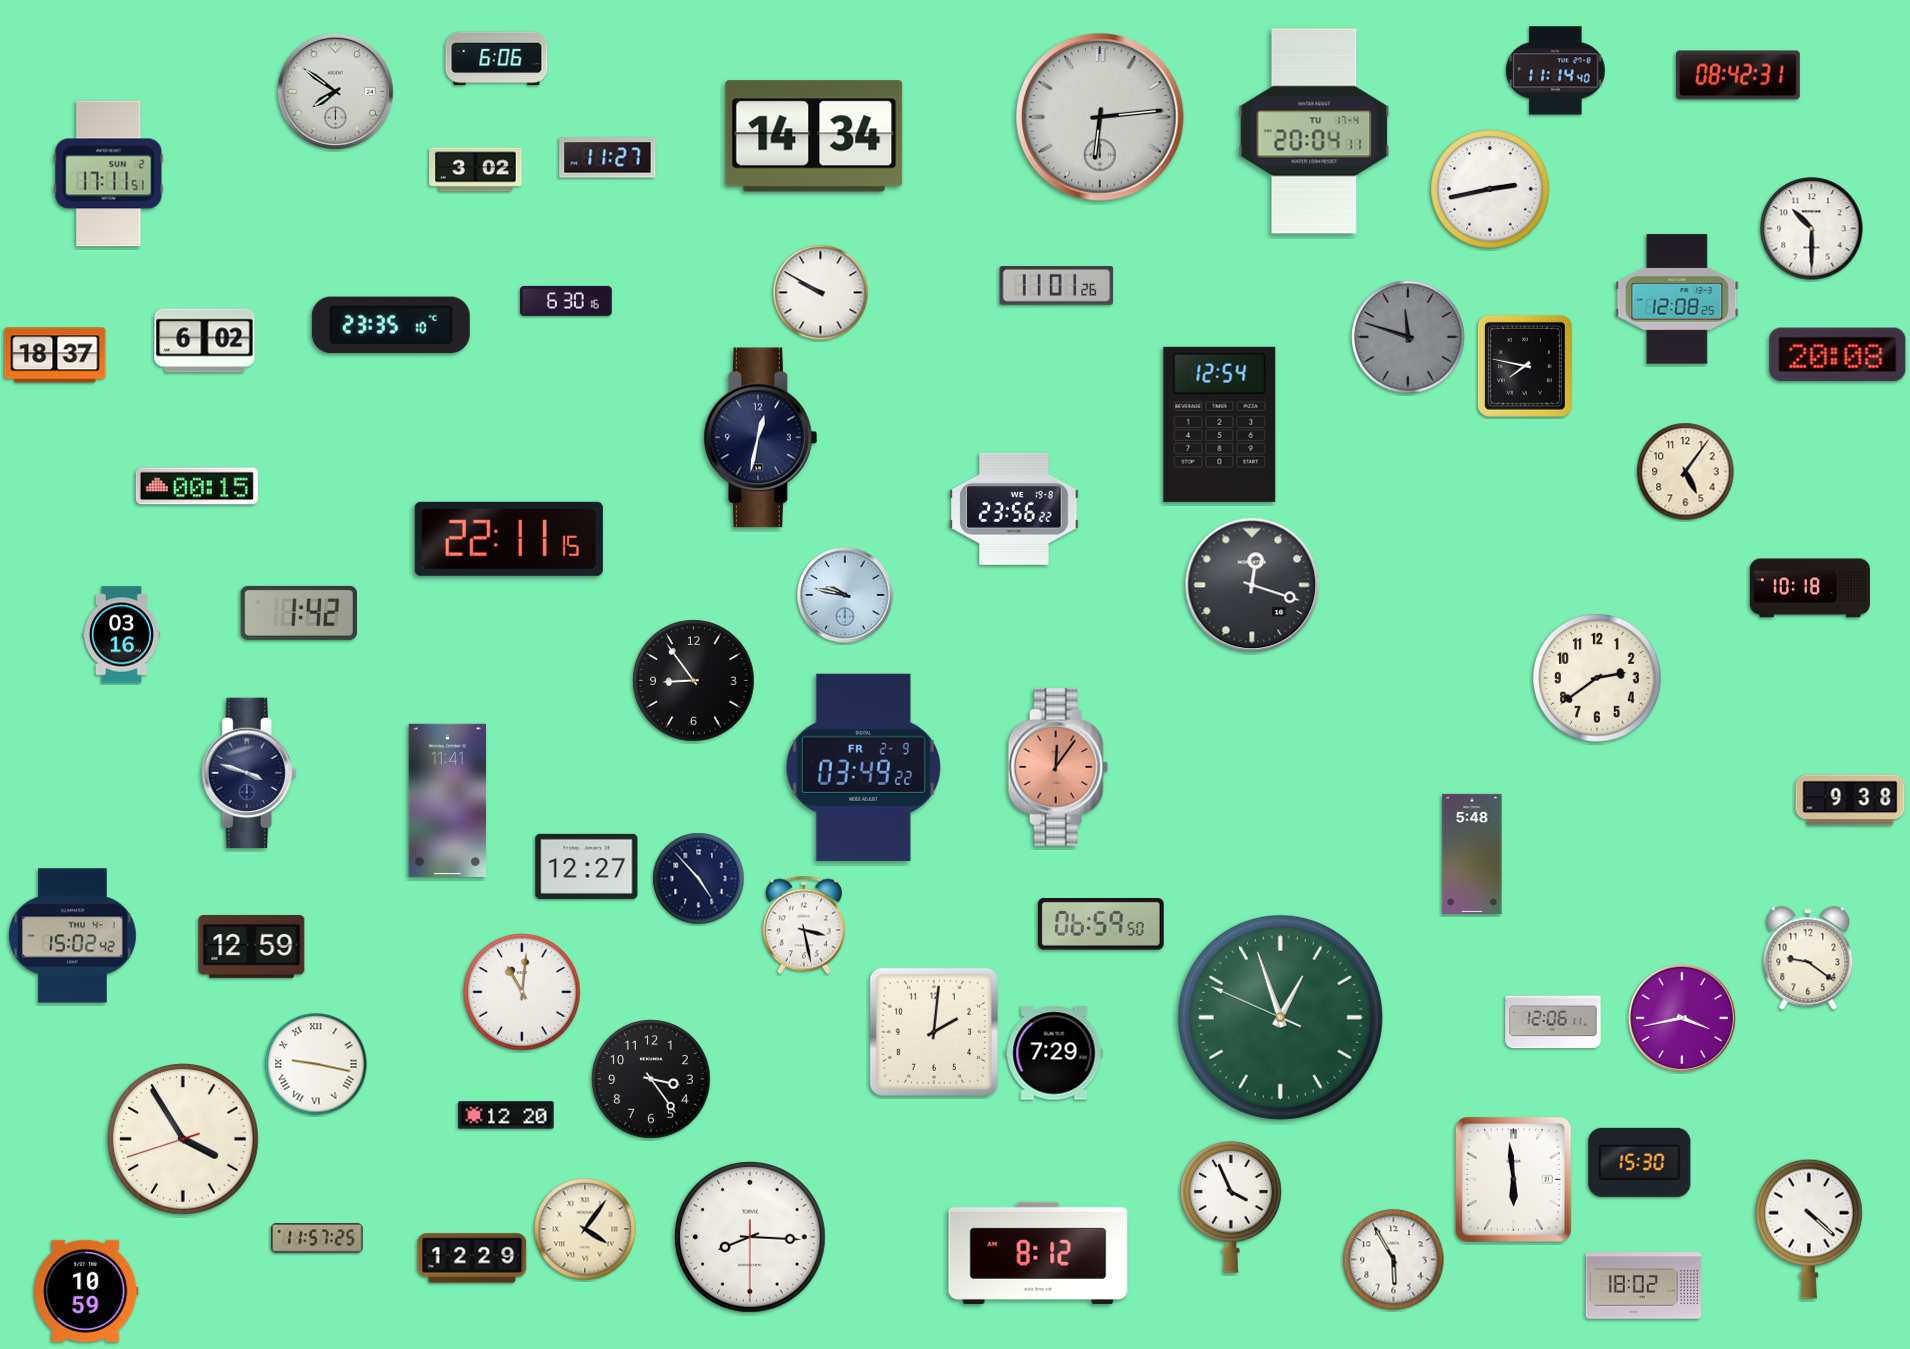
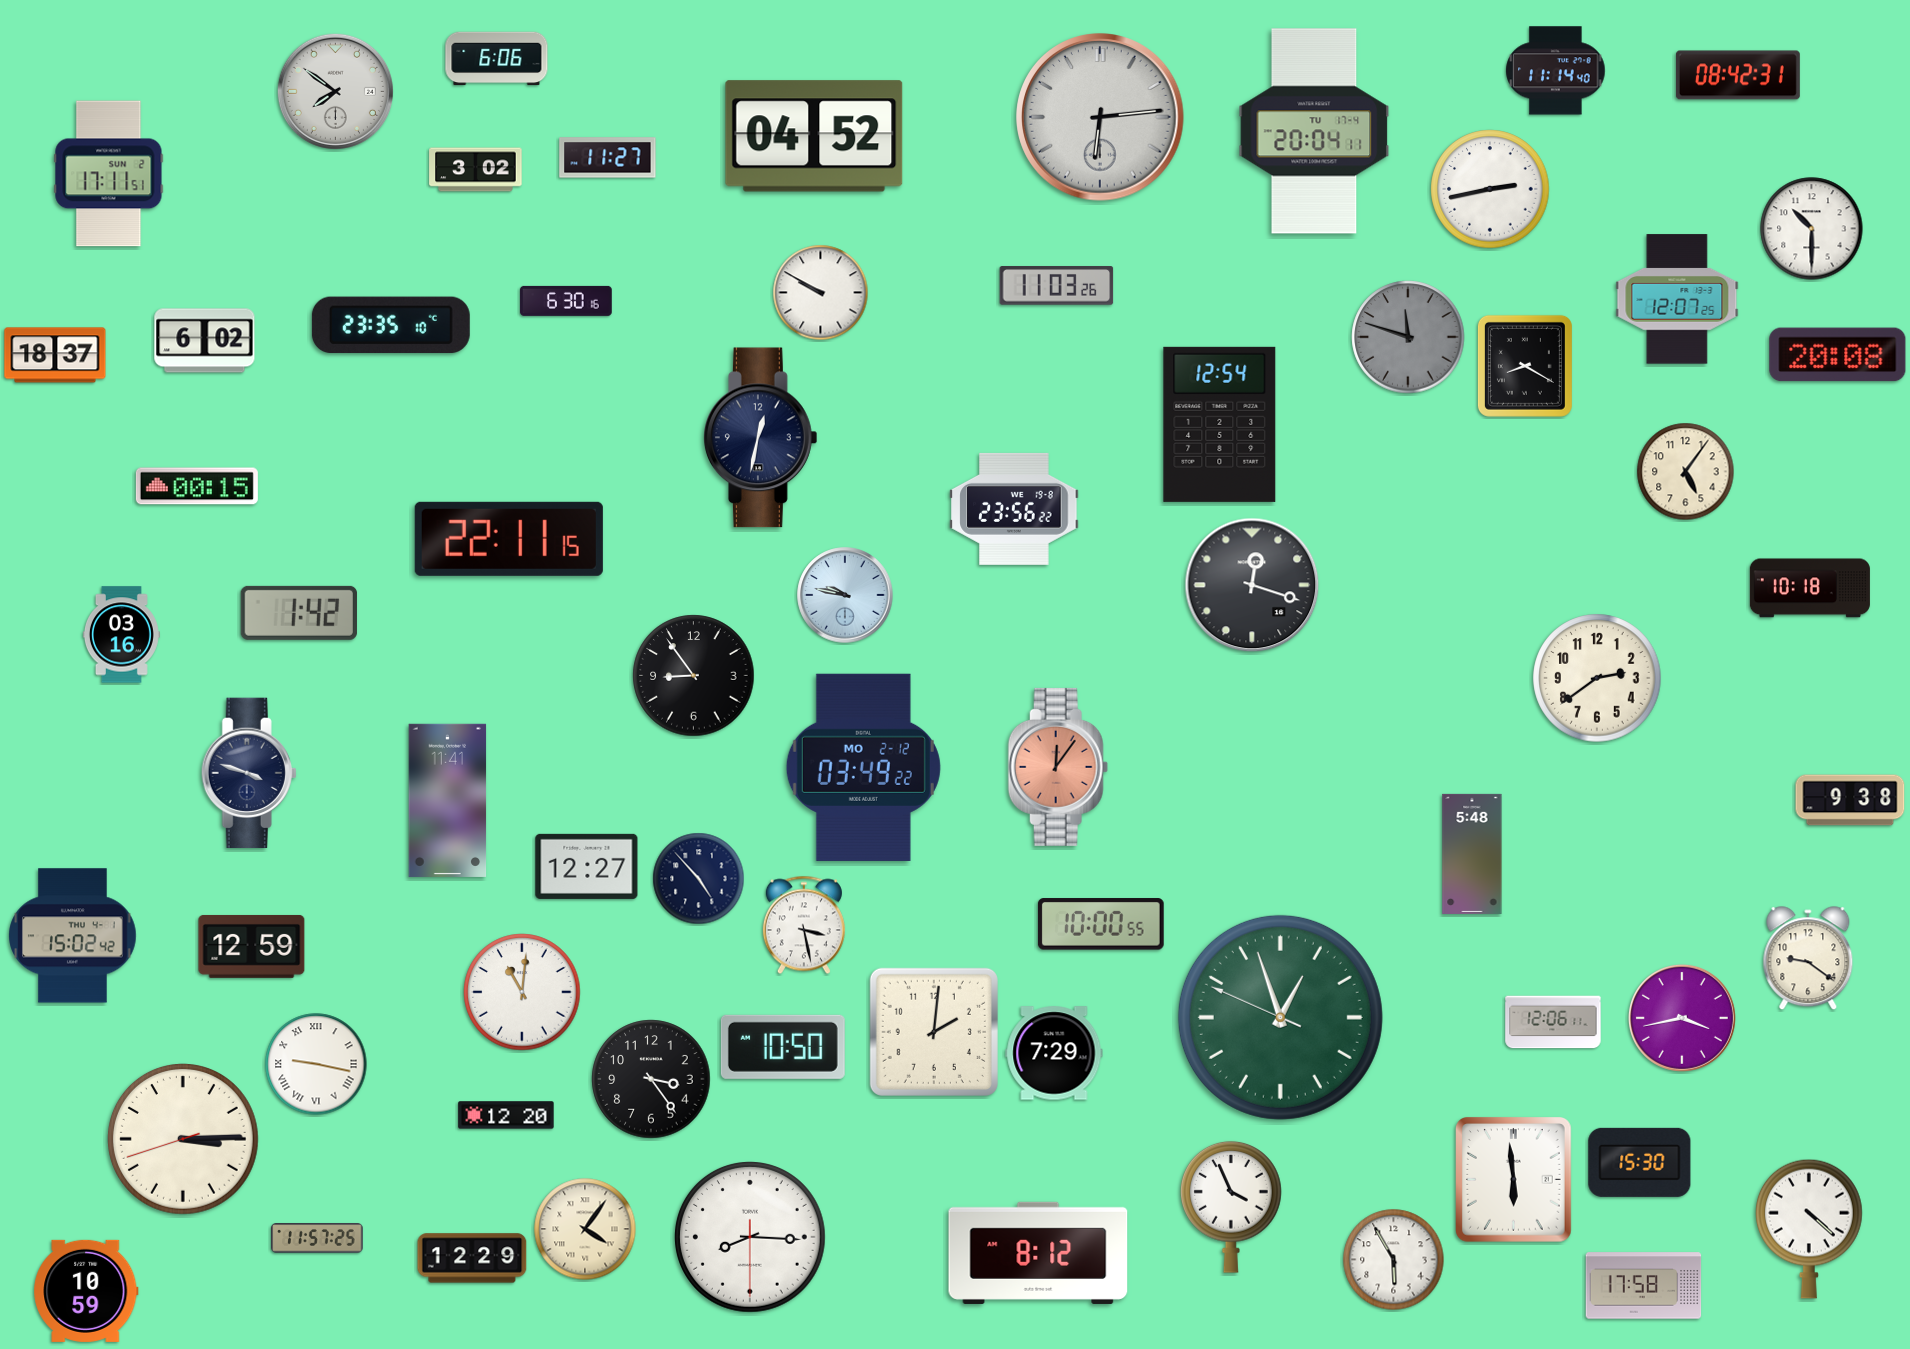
clock at (814, 136): 14:34 -> 04:52
clock at (1057, 286): 11:01 -> 11:03
clock at (1677, 299): 12:08 -> 12:07
clock at (1525, 366): 7:47 -> 8:20
clock at (694, 681) position: (694, 681) -> (694, 676)
clock at (863, 767) date: FR 2-9 -> MO 2-12
clock at (1101, 924): 06:59 -> 10:00
clock at (783, 1047): none -> 10:50
clock at (184, 1140): 3:54 -> 3:14
clock at (1644, 1286): 18:02 -> 17:58
